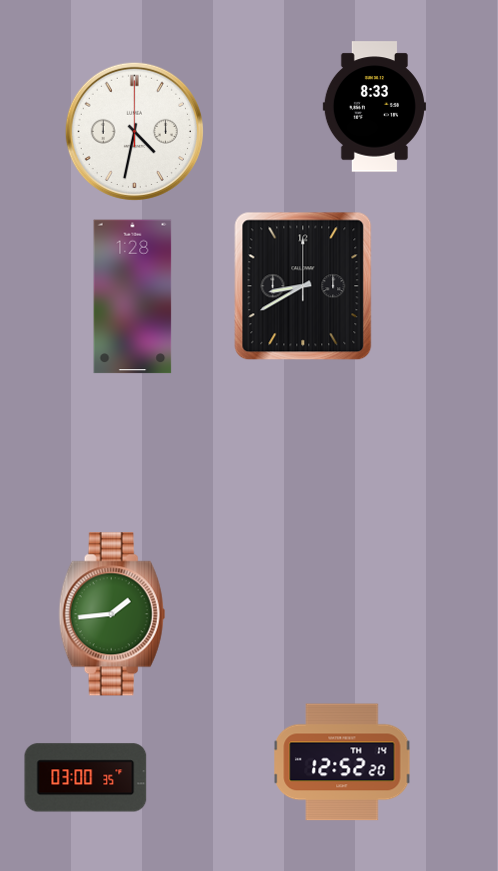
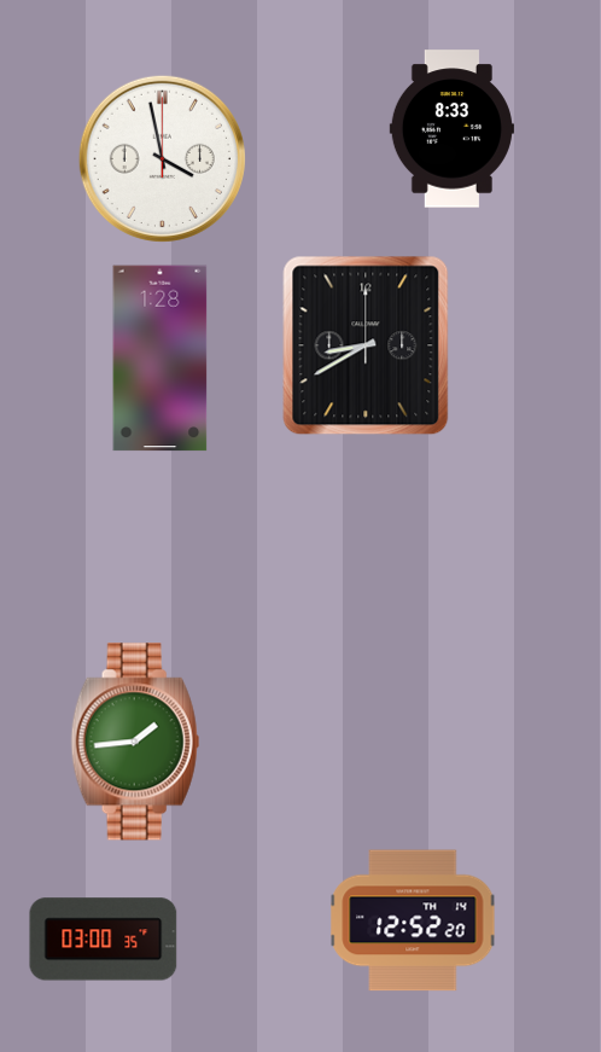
clock at (134, 131): 4:32 -> 3:58
